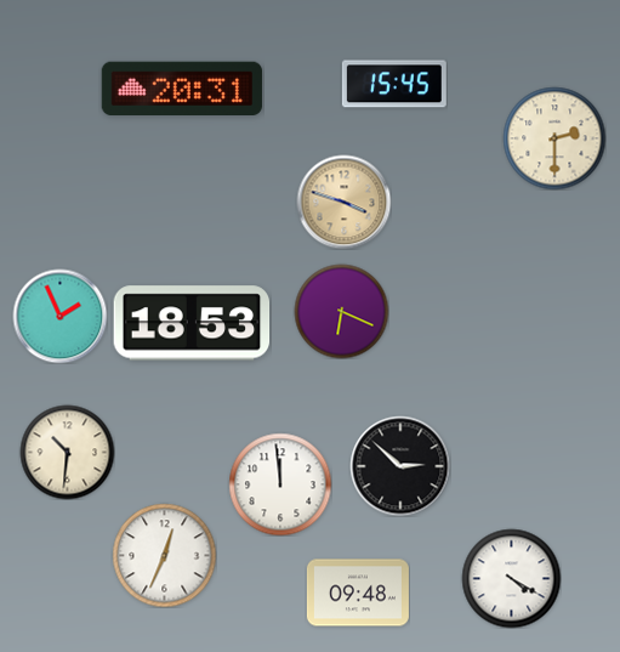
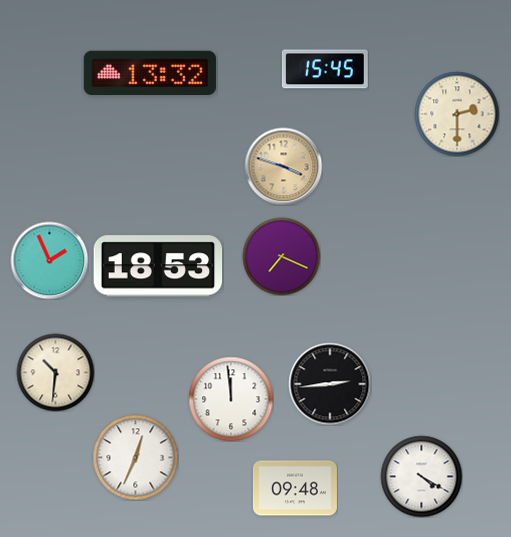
clock at (182, 87): 20:31 -> 13:32
clock at (341, 311): 6:19 -> 7:19
clock at (400, 466): 2:52 -> 2:44
